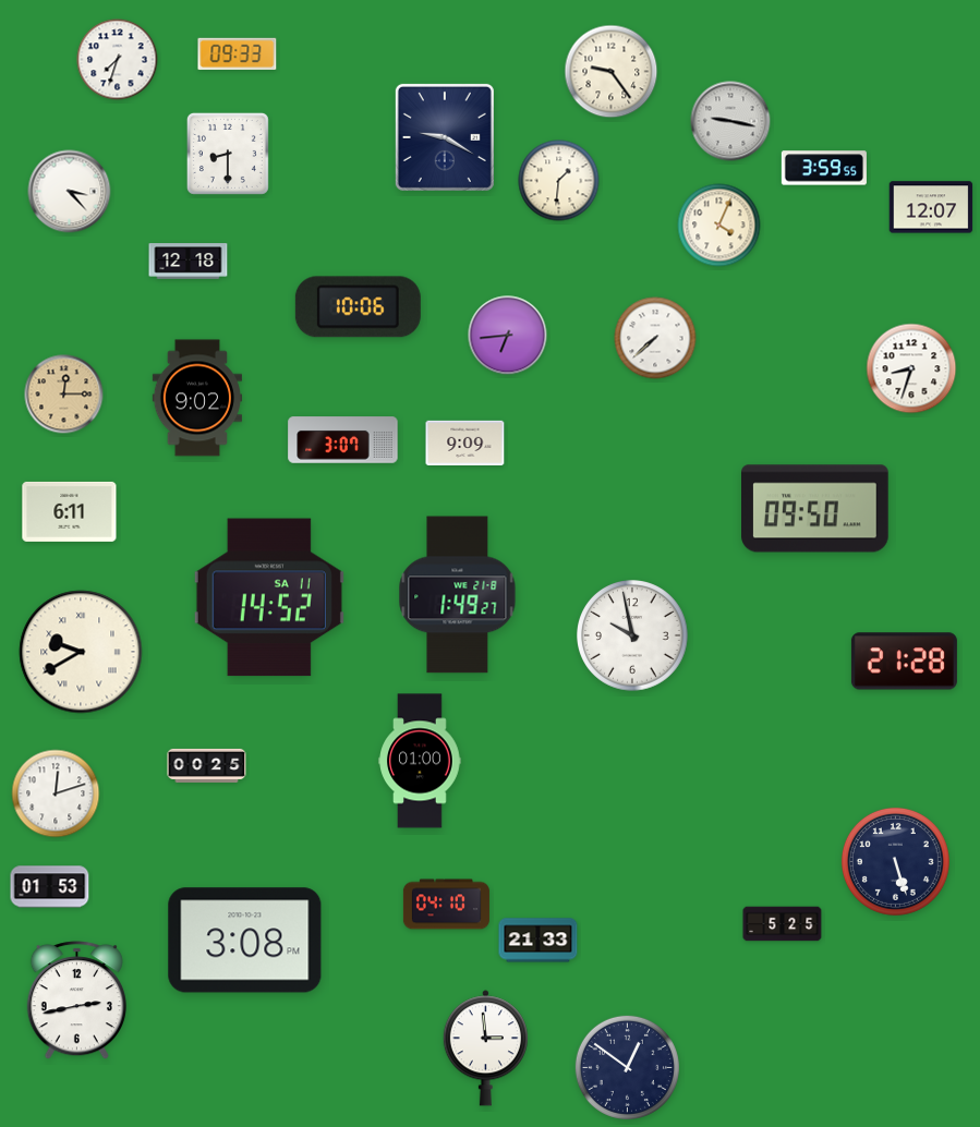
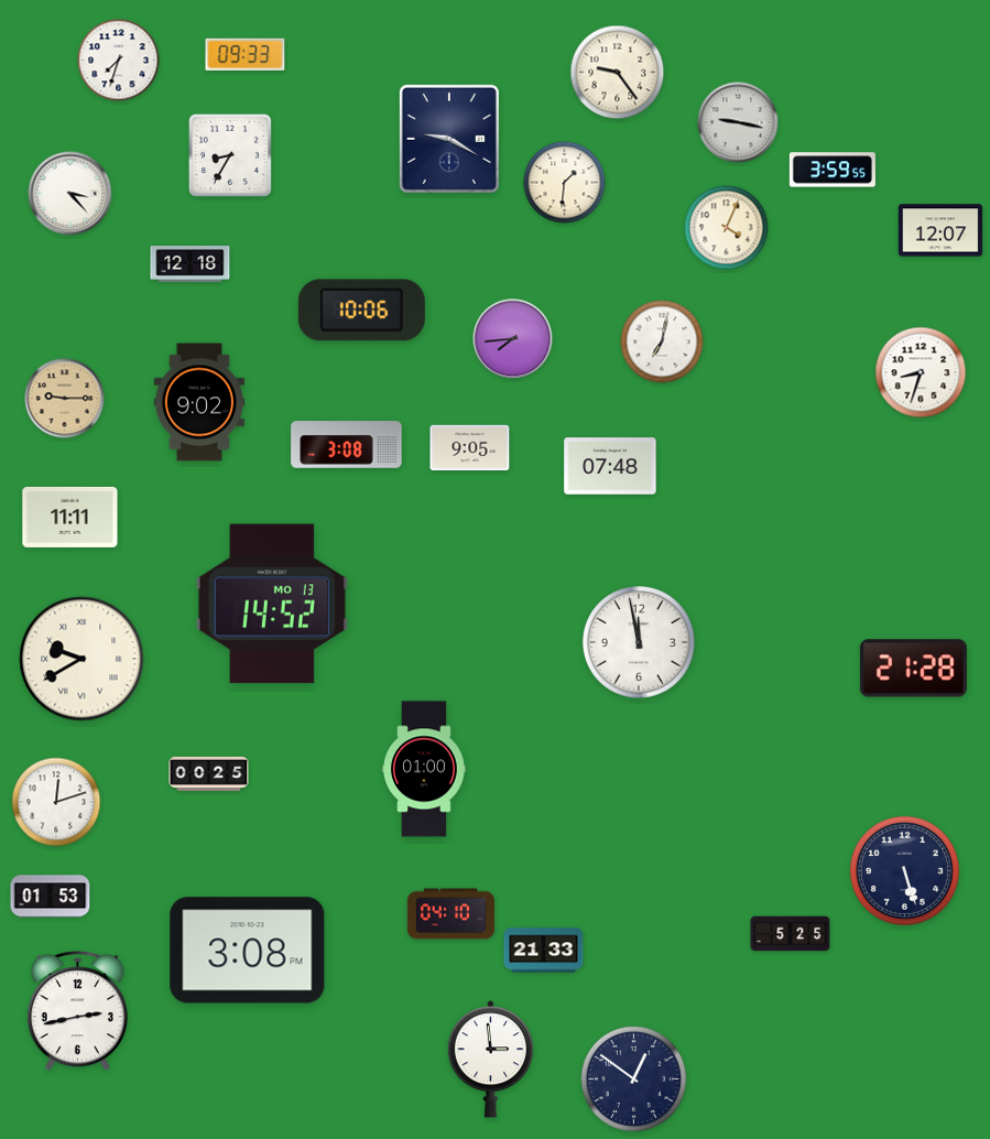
clock at (238, 53) position: (238, 53) -> (246, 54)
clock at (228, 154): 8:30 -> 8:35
clock at (931, 207) position: (931, 207) -> (940, 230)
clock at (508, 336): 6:44 -> 7:44
clock at (655, 338): 7:38 -> 7:02
clock at (64, 395): 12:15 -> 9:15
clock at (343, 440): 3:07 -> 3:08
clock at (465, 444): 9:09 -> 9:05
clock at (610, 466): none -> 07:48
clock at (815, 509): 09:50 -> none
clock at (70, 511): 6:11 -> 11:11
clock at (458, 595): 1:49 -> none
clock at (269, 597) date: SA 11 -> MO 13
clock at (633, 637): 9:58 -> 11:58
